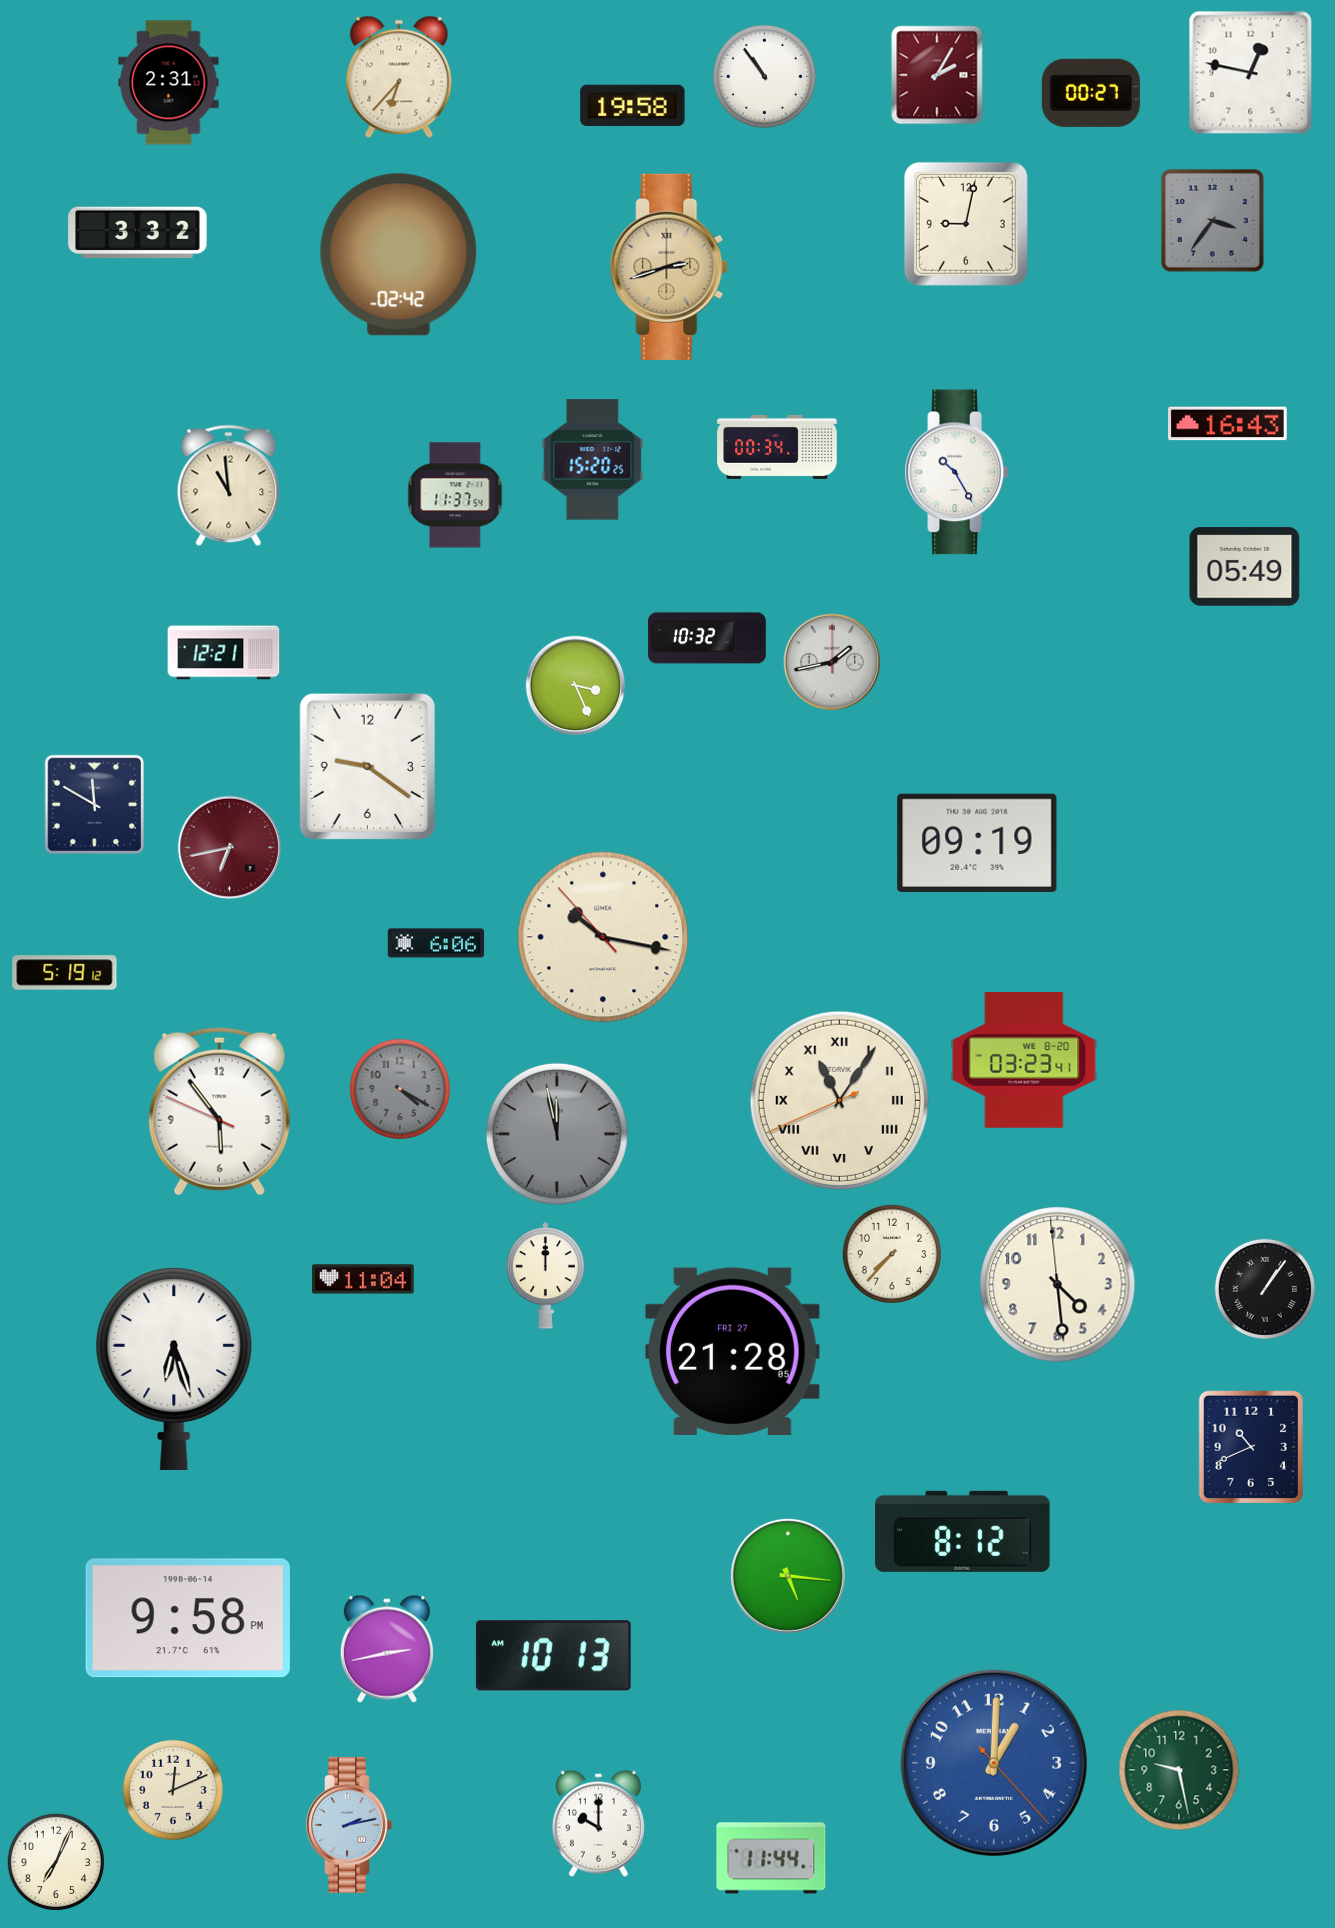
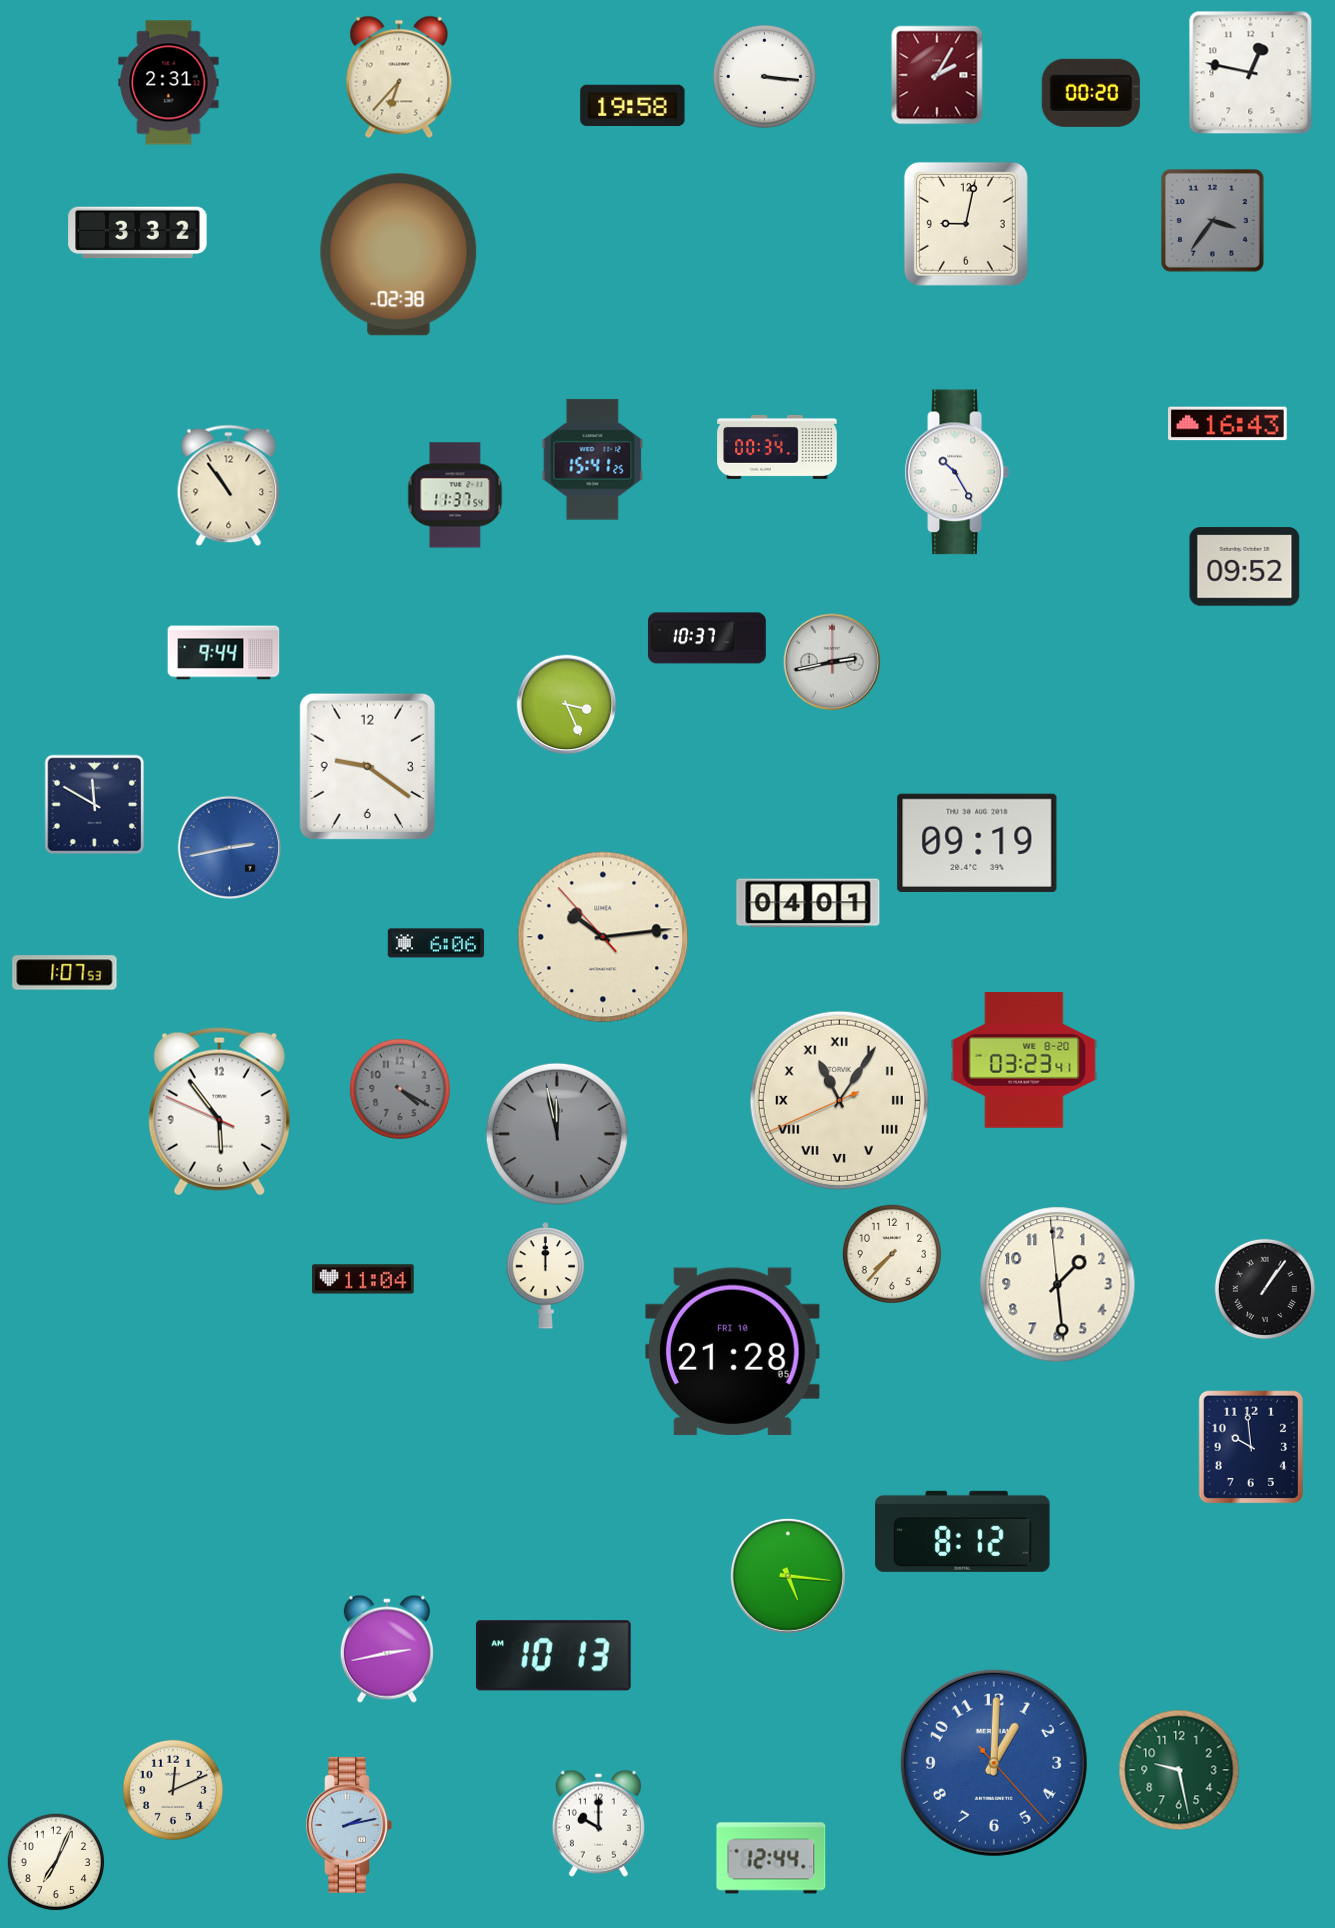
clock at (764, 76): 10:54 -> 3:16
clock at (1091, 93): 00:27 -> 00:20
clock at (399, 255): 02:42 -> 02:38
clock at (670, 267): 2:42 -> none
clock at (593, 460): 15:20 -> 15:41
clock at (229, 486): 10:59 -> 10:54
clock at (1245, 567): 05:49 -> 09:52
clock at (707, 638): 10:32 -> 10:37
clock at (224, 653): 12:21 -> 9:44
clock at (832, 662): 1:43 -> 2:43
clock at (576, 686) position: (576, 686) -> (567, 705)
clock at (229, 847): 6:43 -> 2:43
clock at (229, 847) dial: burgundy -> blue
clock at (808, 903): none -> 04:01
clock at (603, 937): 10:16 -> 10:13
clock at (65, 973): 5:19 -> 1:07
clock at (1058, 1285): 4:28 -> 1:28
clock at (733, 1351) date: FRI 27 -> FRI 10
clock at (174, 1369): 6:27 -> none
clock at (1251, 1447): 10:41 -> 9:59
clock at (188, 1618): 9:58 -> none
clock at (771, 1858): 11:44 -> 12:44
